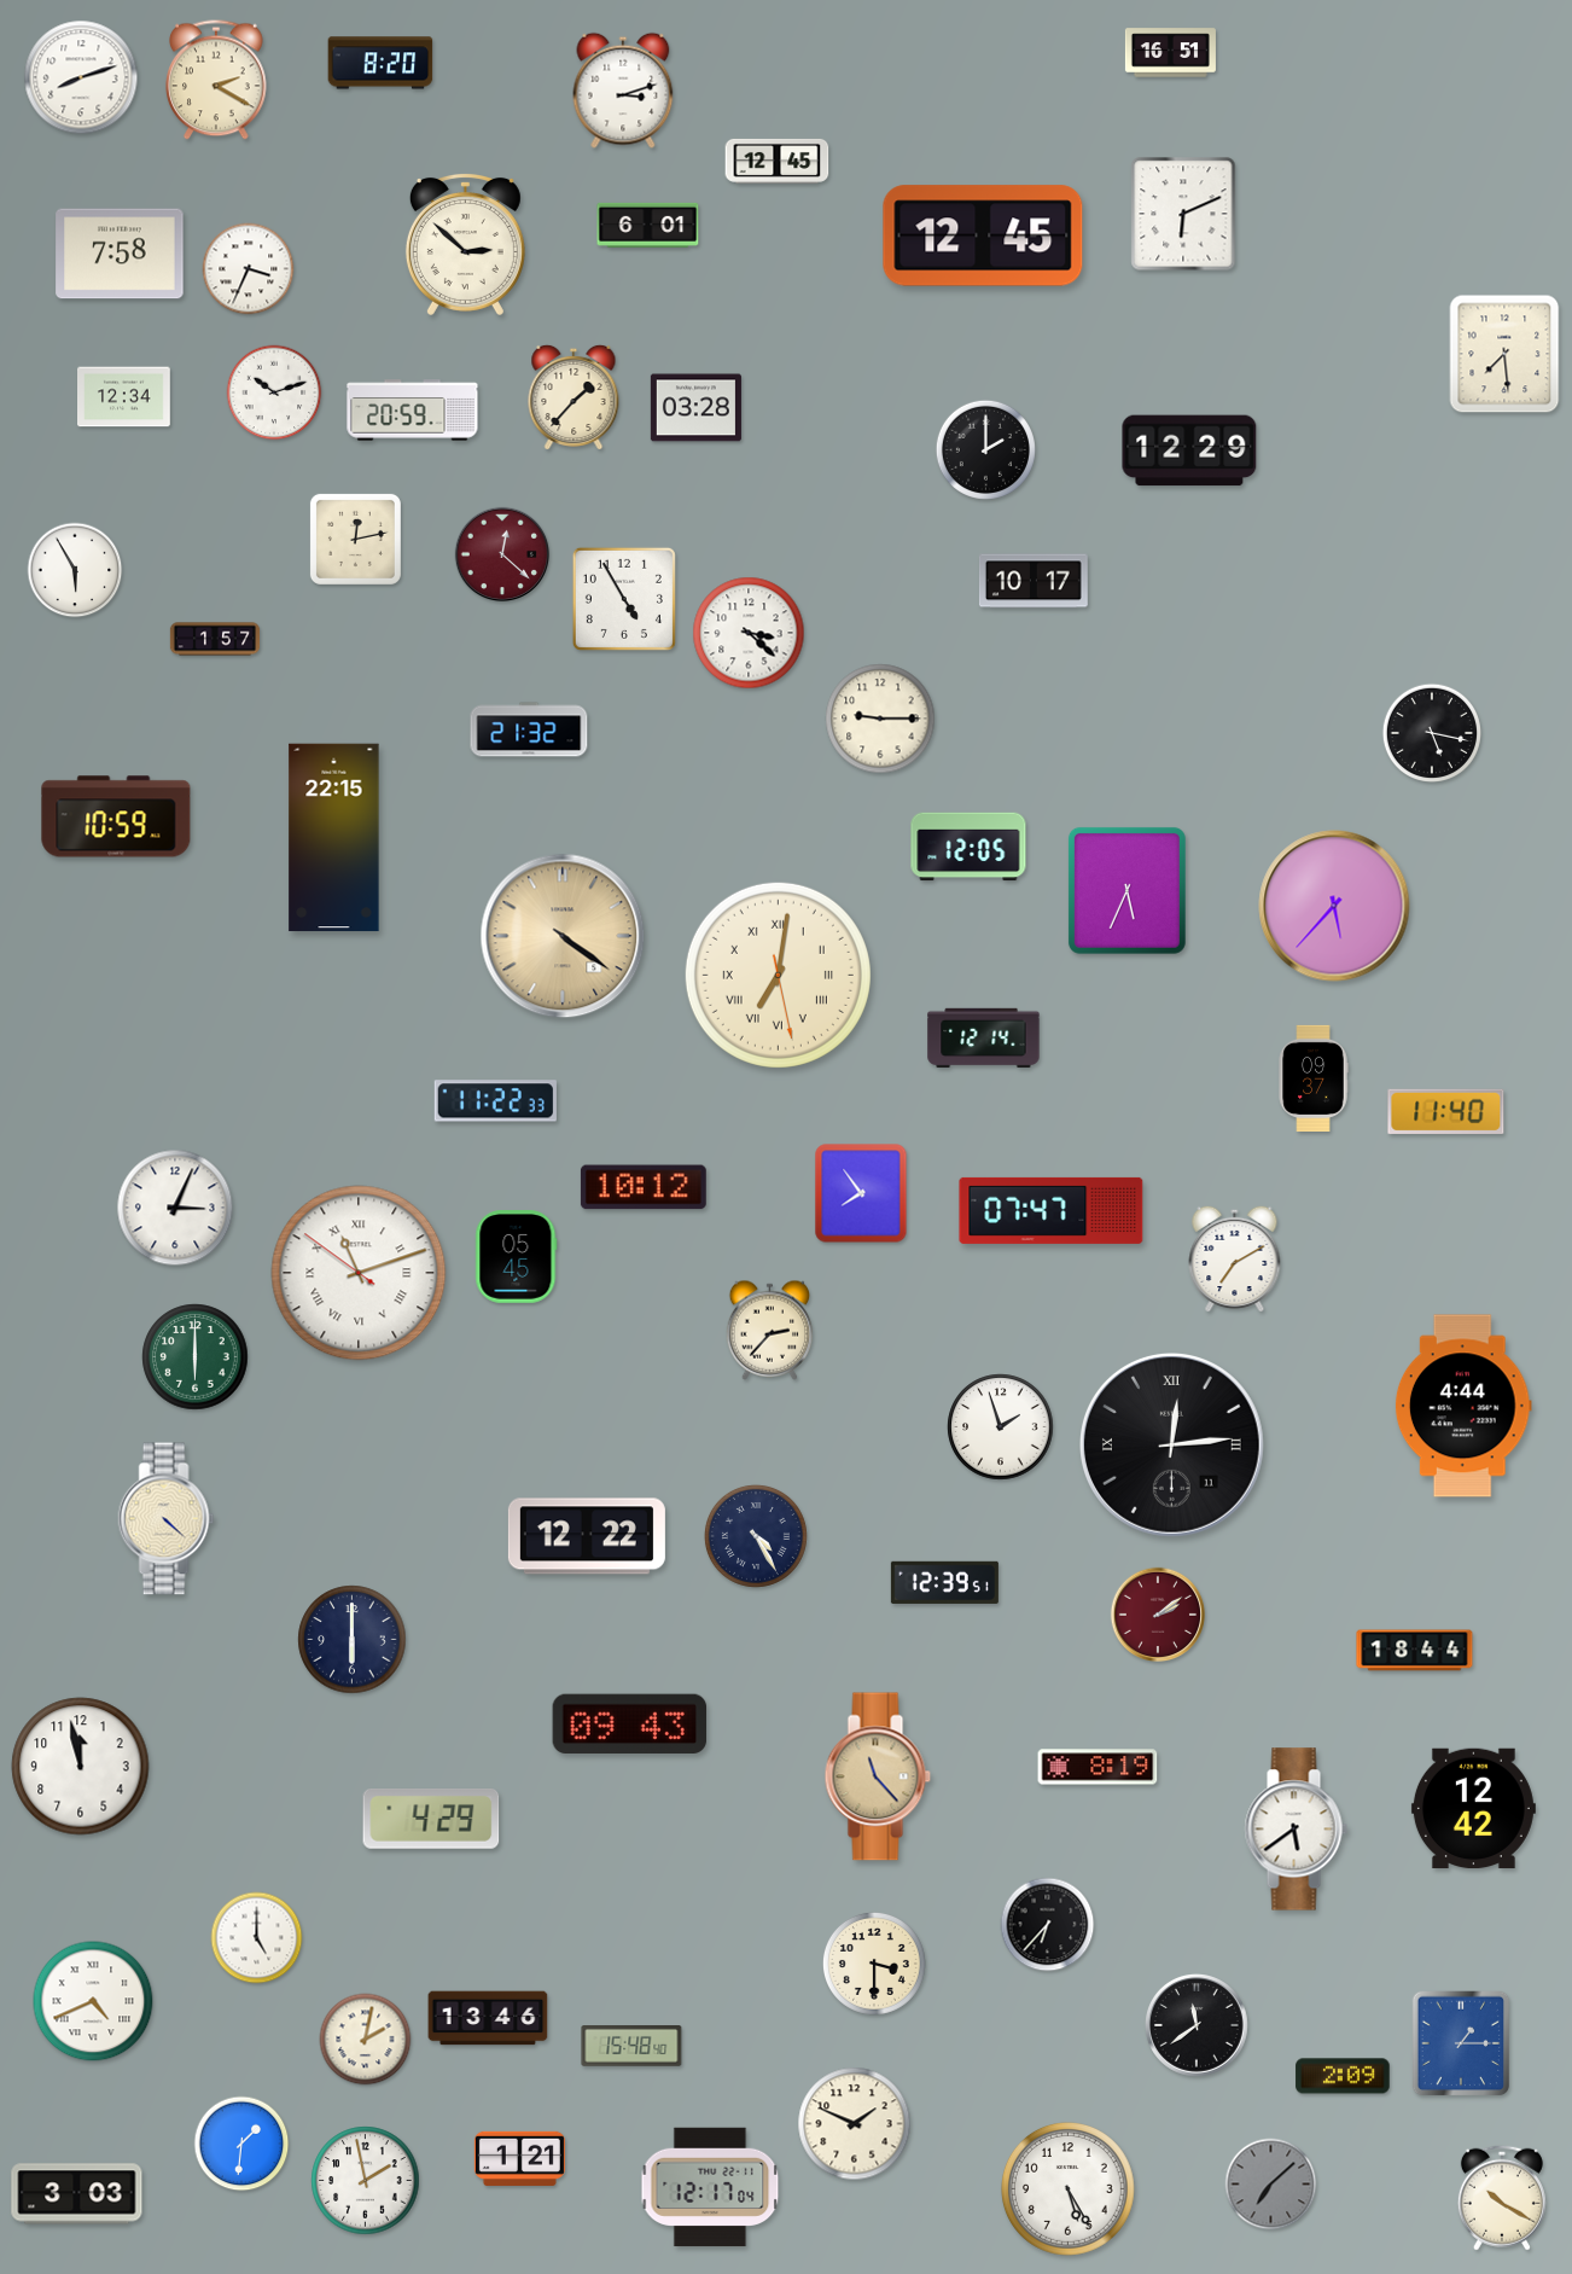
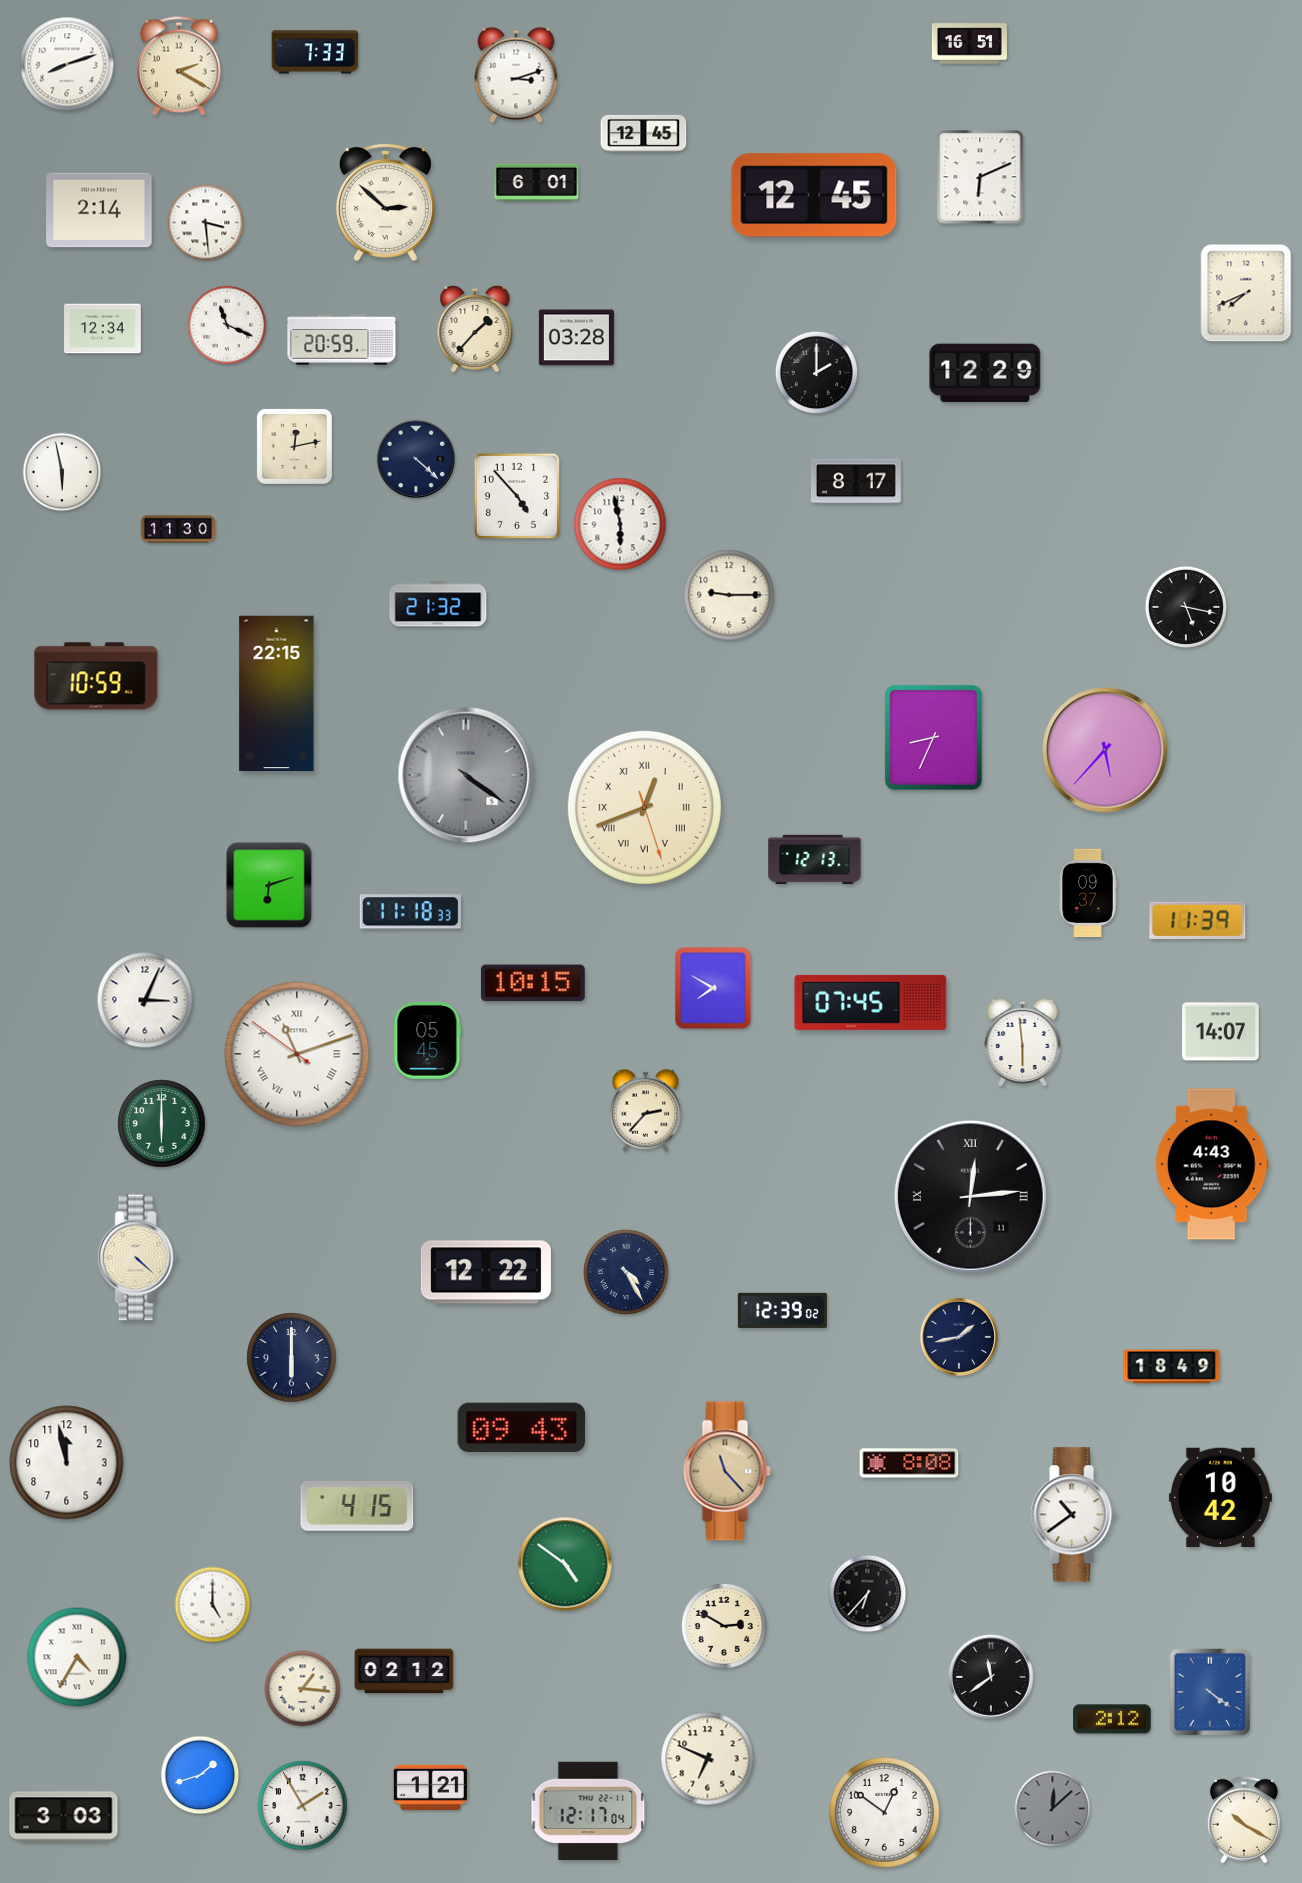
clock at (380, 63): 8:20 -> 7:33
clock at (648, 225) position: (648, 225) -> (537, 182)
clock at (120, 254): 7:58 -> 2:14
clock at (249, 269): 3:34 -> 3:29
clock at (1504, 354): 7:29 -> 7:41
clock at (274, 392): 10:12 -> 11:19
clock at (502, 554): 12:22 -> 4:22
clock at (502, 554) dial: burgundy -> navy
clock at (75, 570): 5:55 -> 5:58
clock at (1034, 581): 10:17 -> 8:17
clock at (624, 599): 4:55 -> 4:53
clock at (749, 633): 3:22 -> 5:58
clock at (215, 639): 1:57 -> 11:30
clock at (968, 847): 12:05 -> none
clock at (1126, 890): 5:34 -> 8:34
clock at (563, 936) dial: champagne -> grey
clock at (778, 975): 7:01 -> 12:41
clock at (984, 1039): 12:14 -> 12:13
clock at (269, 885): none -> 6:12
clock at (495, 1101): 11:22 -> 11:18
clock at (1446, 1111): 11:40 -> 11:39
clock at (644, 1187): 10:12 -> 10:15
clock at (861, 1193): 7:54 -> 7:50
clock at (1052, 1210): 07:47 -> 07:45
clock at (1221, 1032): none -> 14:07
clock at (1235, 1258): 7:10 -> 5:59
clock at (770, 1330) position: (770, 1330) -> (646, 1110)
clock at (1463, 1406): 4:44 -> 4:43
clock at (1001, 1427): 1:57 -> none
clock at (944, 1582): 12:39:51 -> 12:39:02
clock at (1158, 1615): 2:09 -> 1:43
clock at (1158, 1615) dial: burgundy -> navy
clock at (1415, 1651): 18:44 -> 18:49
clock at (1098, 1767): 8:19 -> 8:08
clock at (1473, 1809): 12:42 -> 10:42
clock at (431, 1820): 4:29 -> 4:15
clock at (1296, 1830): 5:39 -> 10:39
clock at (565, 1564): none -> 4:51
clock at (874, 1964): 3:30 -> 2:50
clock at (93, 2001): 4:41 -> 4:35
clock at (488, 2018): 13:46 -> 02:12
clock at (366, 2040): 2:02 -> 1:16
clock at (1461, 2043): 1:15 -> 4:21
clock at (631, 2047): 15:48 -> none
clock at (1343, 2076): 2:09 -> 2:12
clock at (855, 2124): 1:49 -> 6:49
clock at (241, 2144): 1:31 -> 1:42
clock at (366, 2181): 1:58 -> 1:55
clock at (1271, 2185): 7:08 -> 12:08
clock at (1069, 2189): 5:25 -> 12:51
